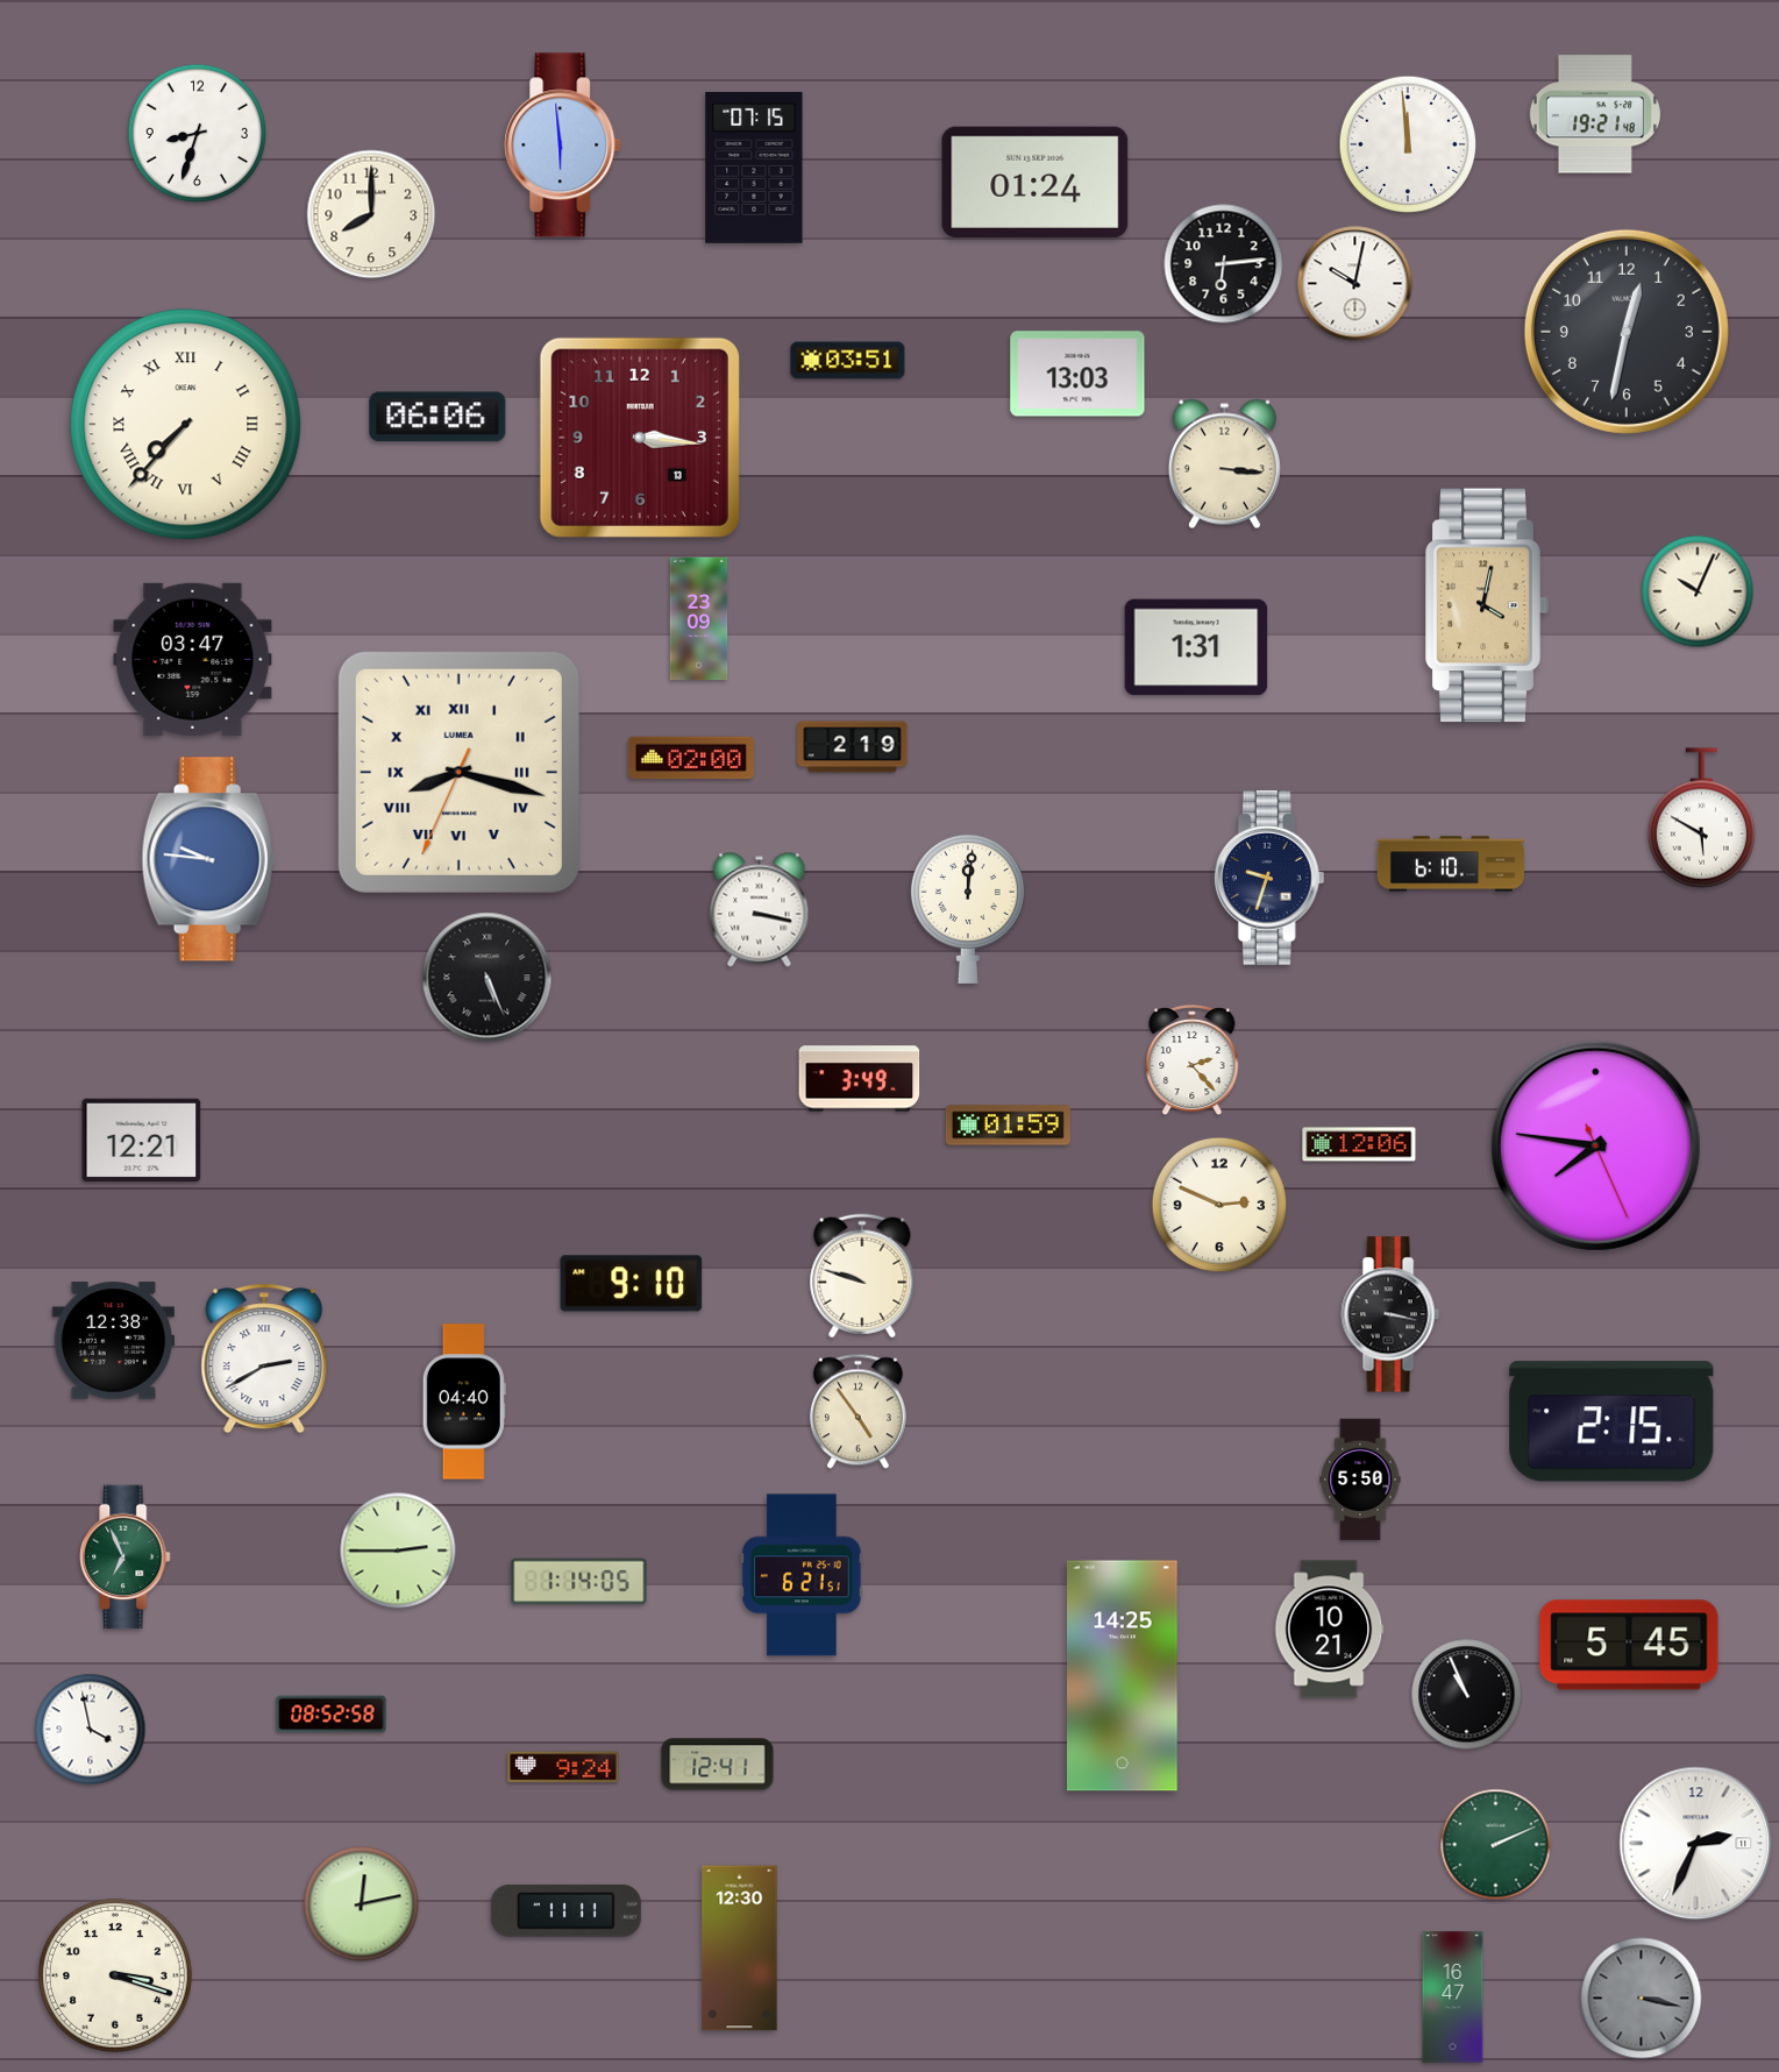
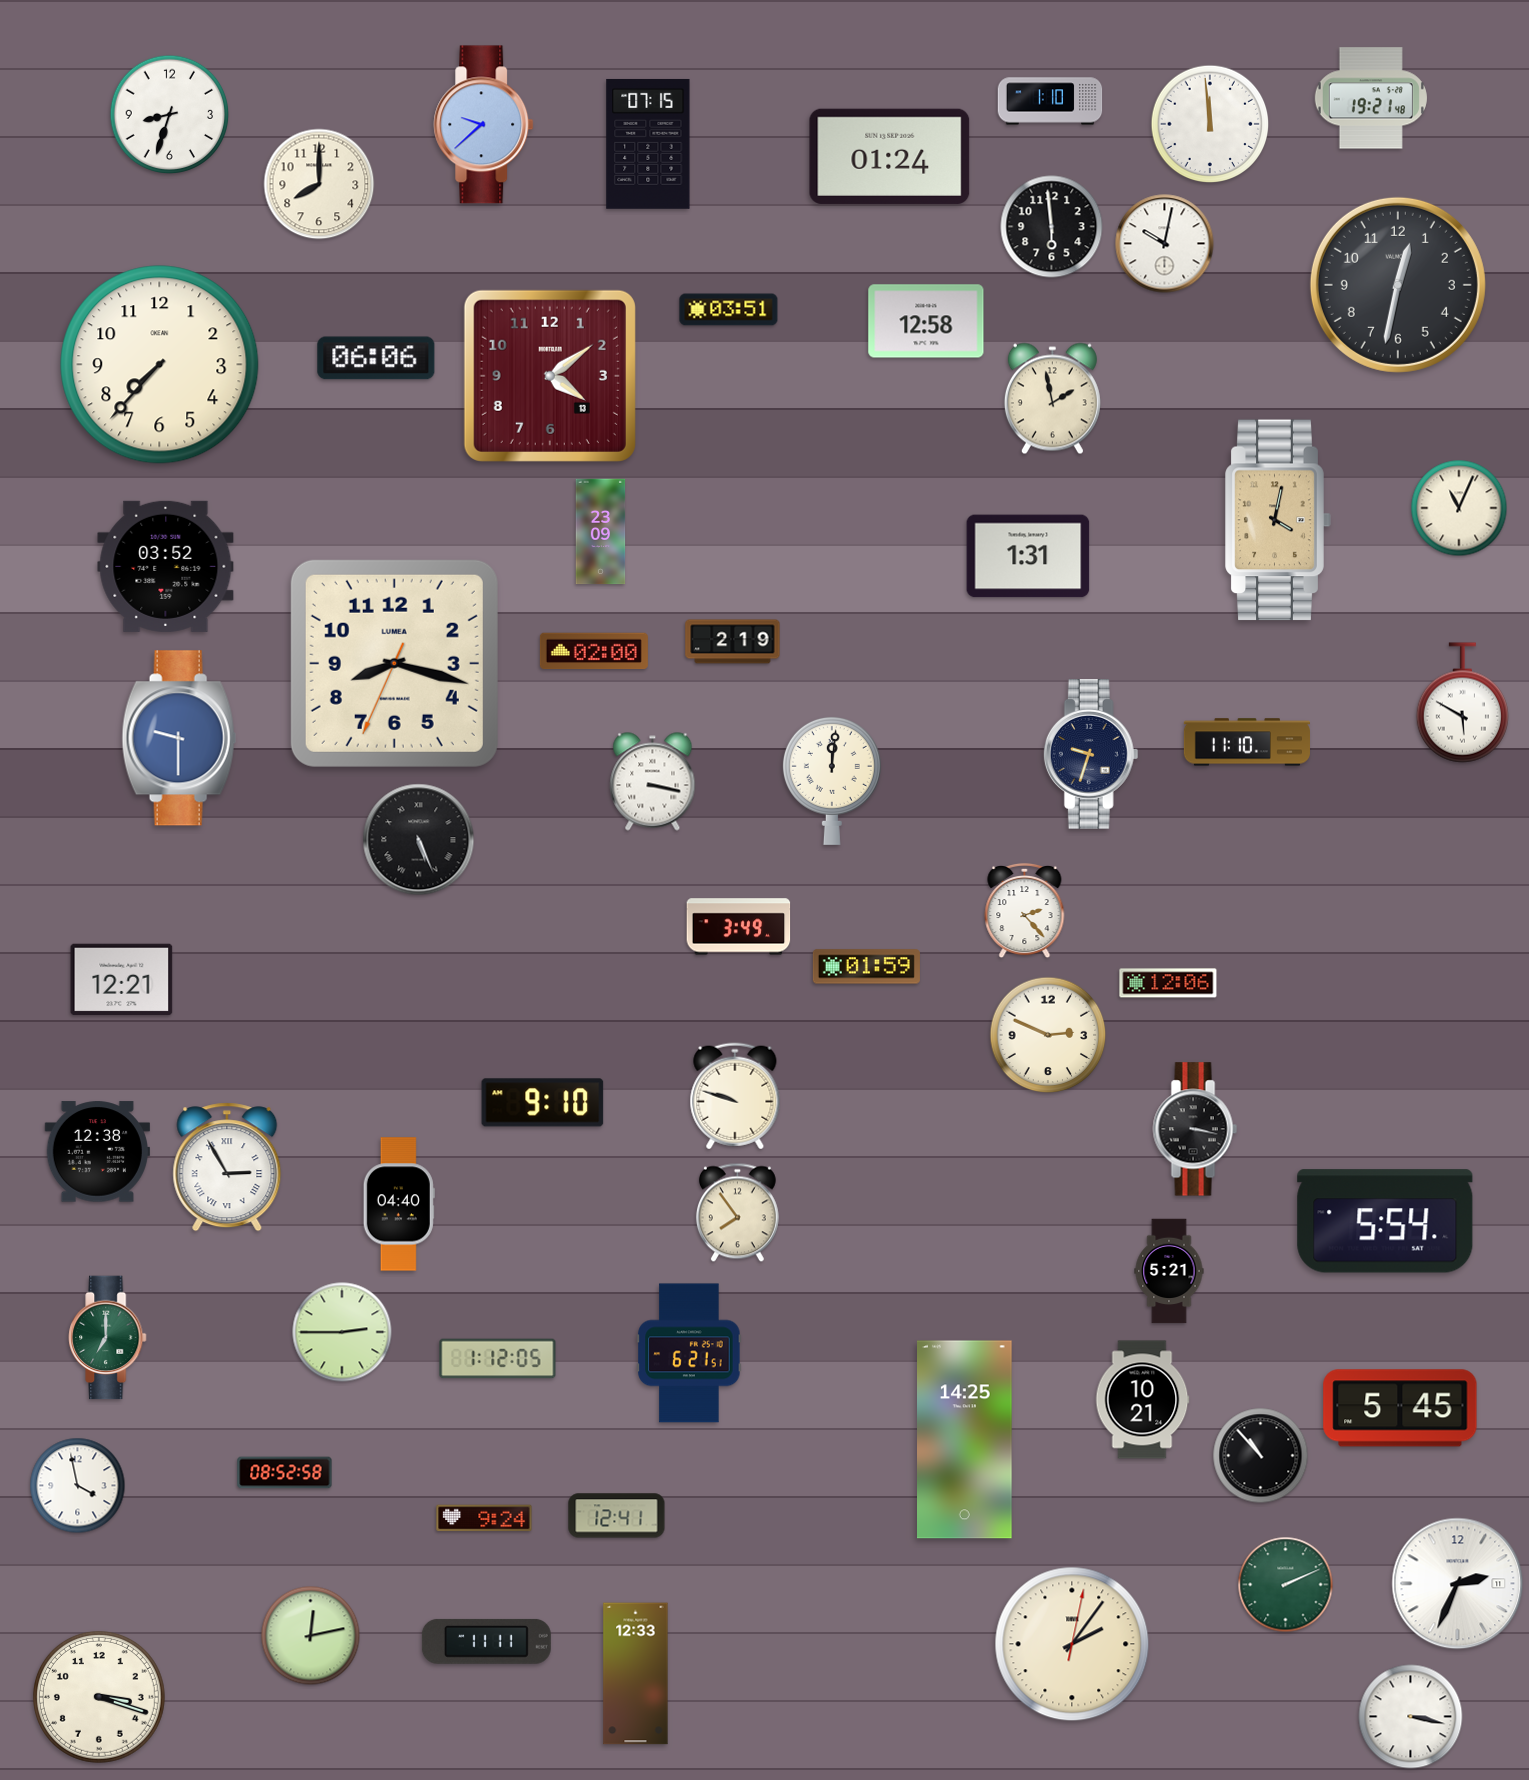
clock at (1050, 101): none -> 1:10
clock at (563, 146): 5:59 -> 9:38
clock at (1224, 264): 6:14 -> 5:59
clock at (1077, 374): 13:03 -> 12:58
clock at (186, 425) numerals: Roman -> Arabic
clock at (640, 438): 3:16 -> 4:09
clock at (1224, 464): 3:16 -> 1:58
clock at (1698, 591): 10:04 -> 11:04
clock at (193, 659): 03:47 -> 03:52
clock at (458, 772) numerals: Roman -> Arabic
clock at (208, 859): 9:46 -> 9:30
clock at (1451, 864): 6:10 -> 11:10
clock at (1595, 1145): 7:46 -> none
clock at (862, 1276) position: (862, 1276) -> (735, 1096)
clock at (264, 1358): 2:40 -> 2:55
clock at (858, 1412): 4:54 -> 7:54
clock at (1611, 1421): 2:15 -> 5:54
clock at (1360, 1480): 5:50 -> 5:21
clock at (126, 1557): 6:56 -> 7:00
clock at (579, 1582): 1:14 -> 1:12
clock at (1629, 1645) position: (1629, 1645) -> (1400, 1408)
clock at (1467, 1695): 10:56 -> 10:53
clock at (1072, 1644): none -> 2:06
clock at (740, 1949): 12:30 -> 12:33
clock at (1453, 1998): 16:47 -> none
clock at (1642, 1999) dial: grey -> white
